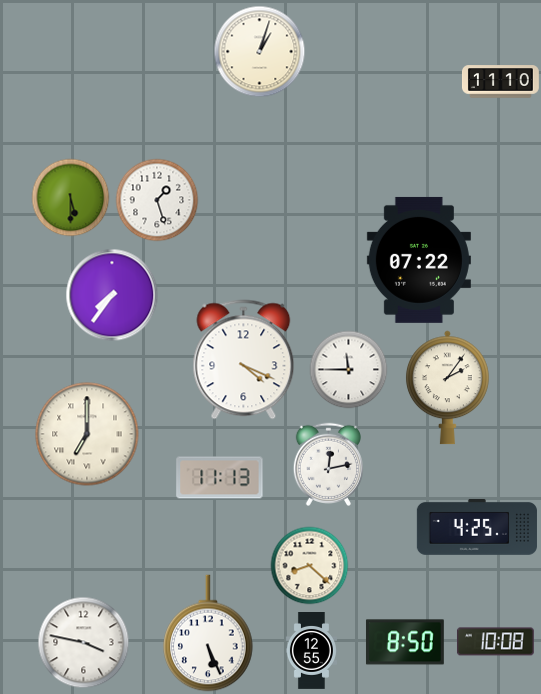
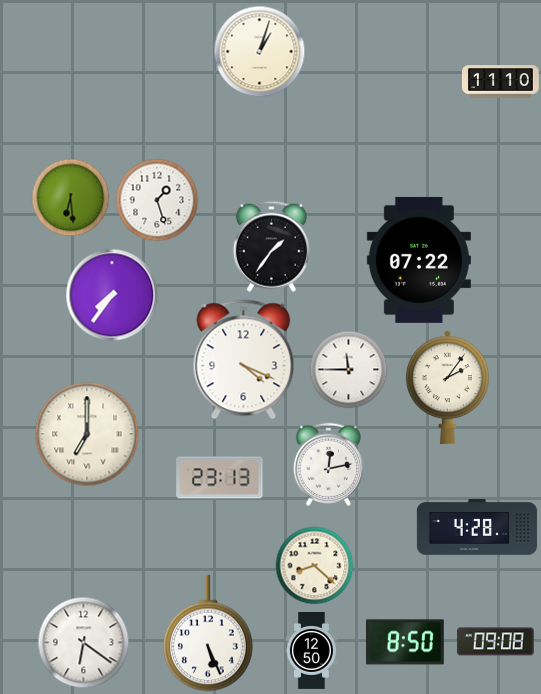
clock at (70, 197): 5:30 -> 6:29
clock at (271, 246): none -> 1:36
clock at (220, 478): 11:13 -> 23:13
clock at (477, 527): 4:25 -> 4:28
clock at (309, 565) position: (309, 565) -> (314, 565)
clock at (83, 642): 3:47 -> 6:21
clock at (495, 642): 10:08 -> 09:08
clock at (311, 651): 12:55 -> 12:50
